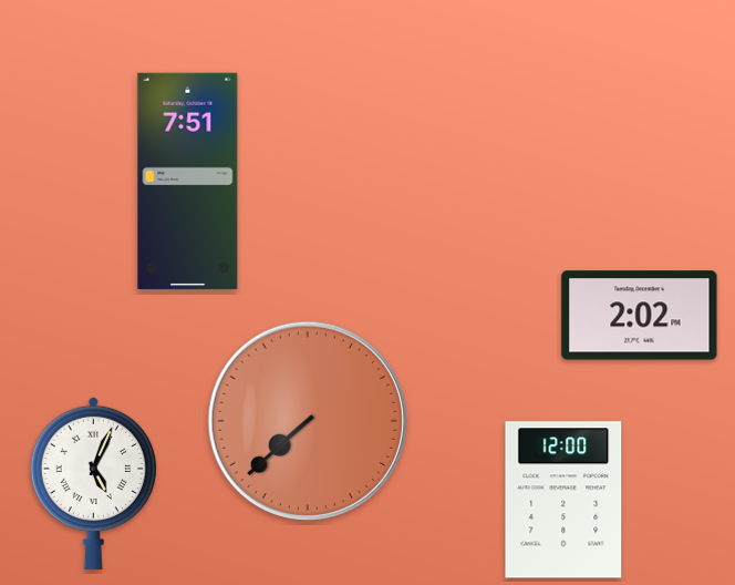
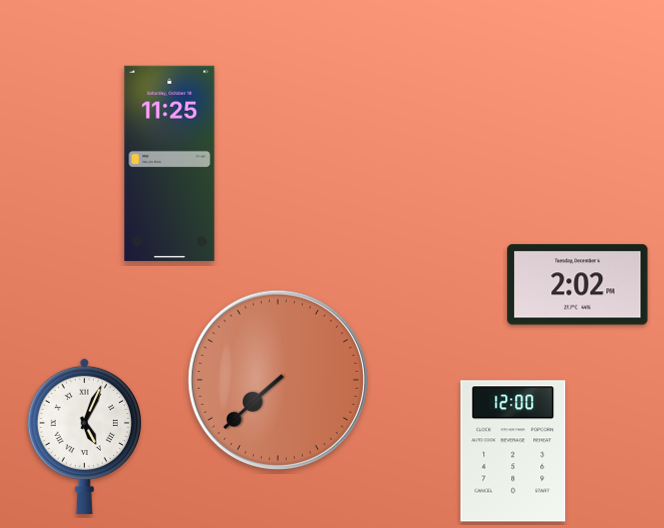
clock at (188, 181): 7:51 -> 11:25
clock at (563, 500) position: (563, 500) -> (513, 451)
